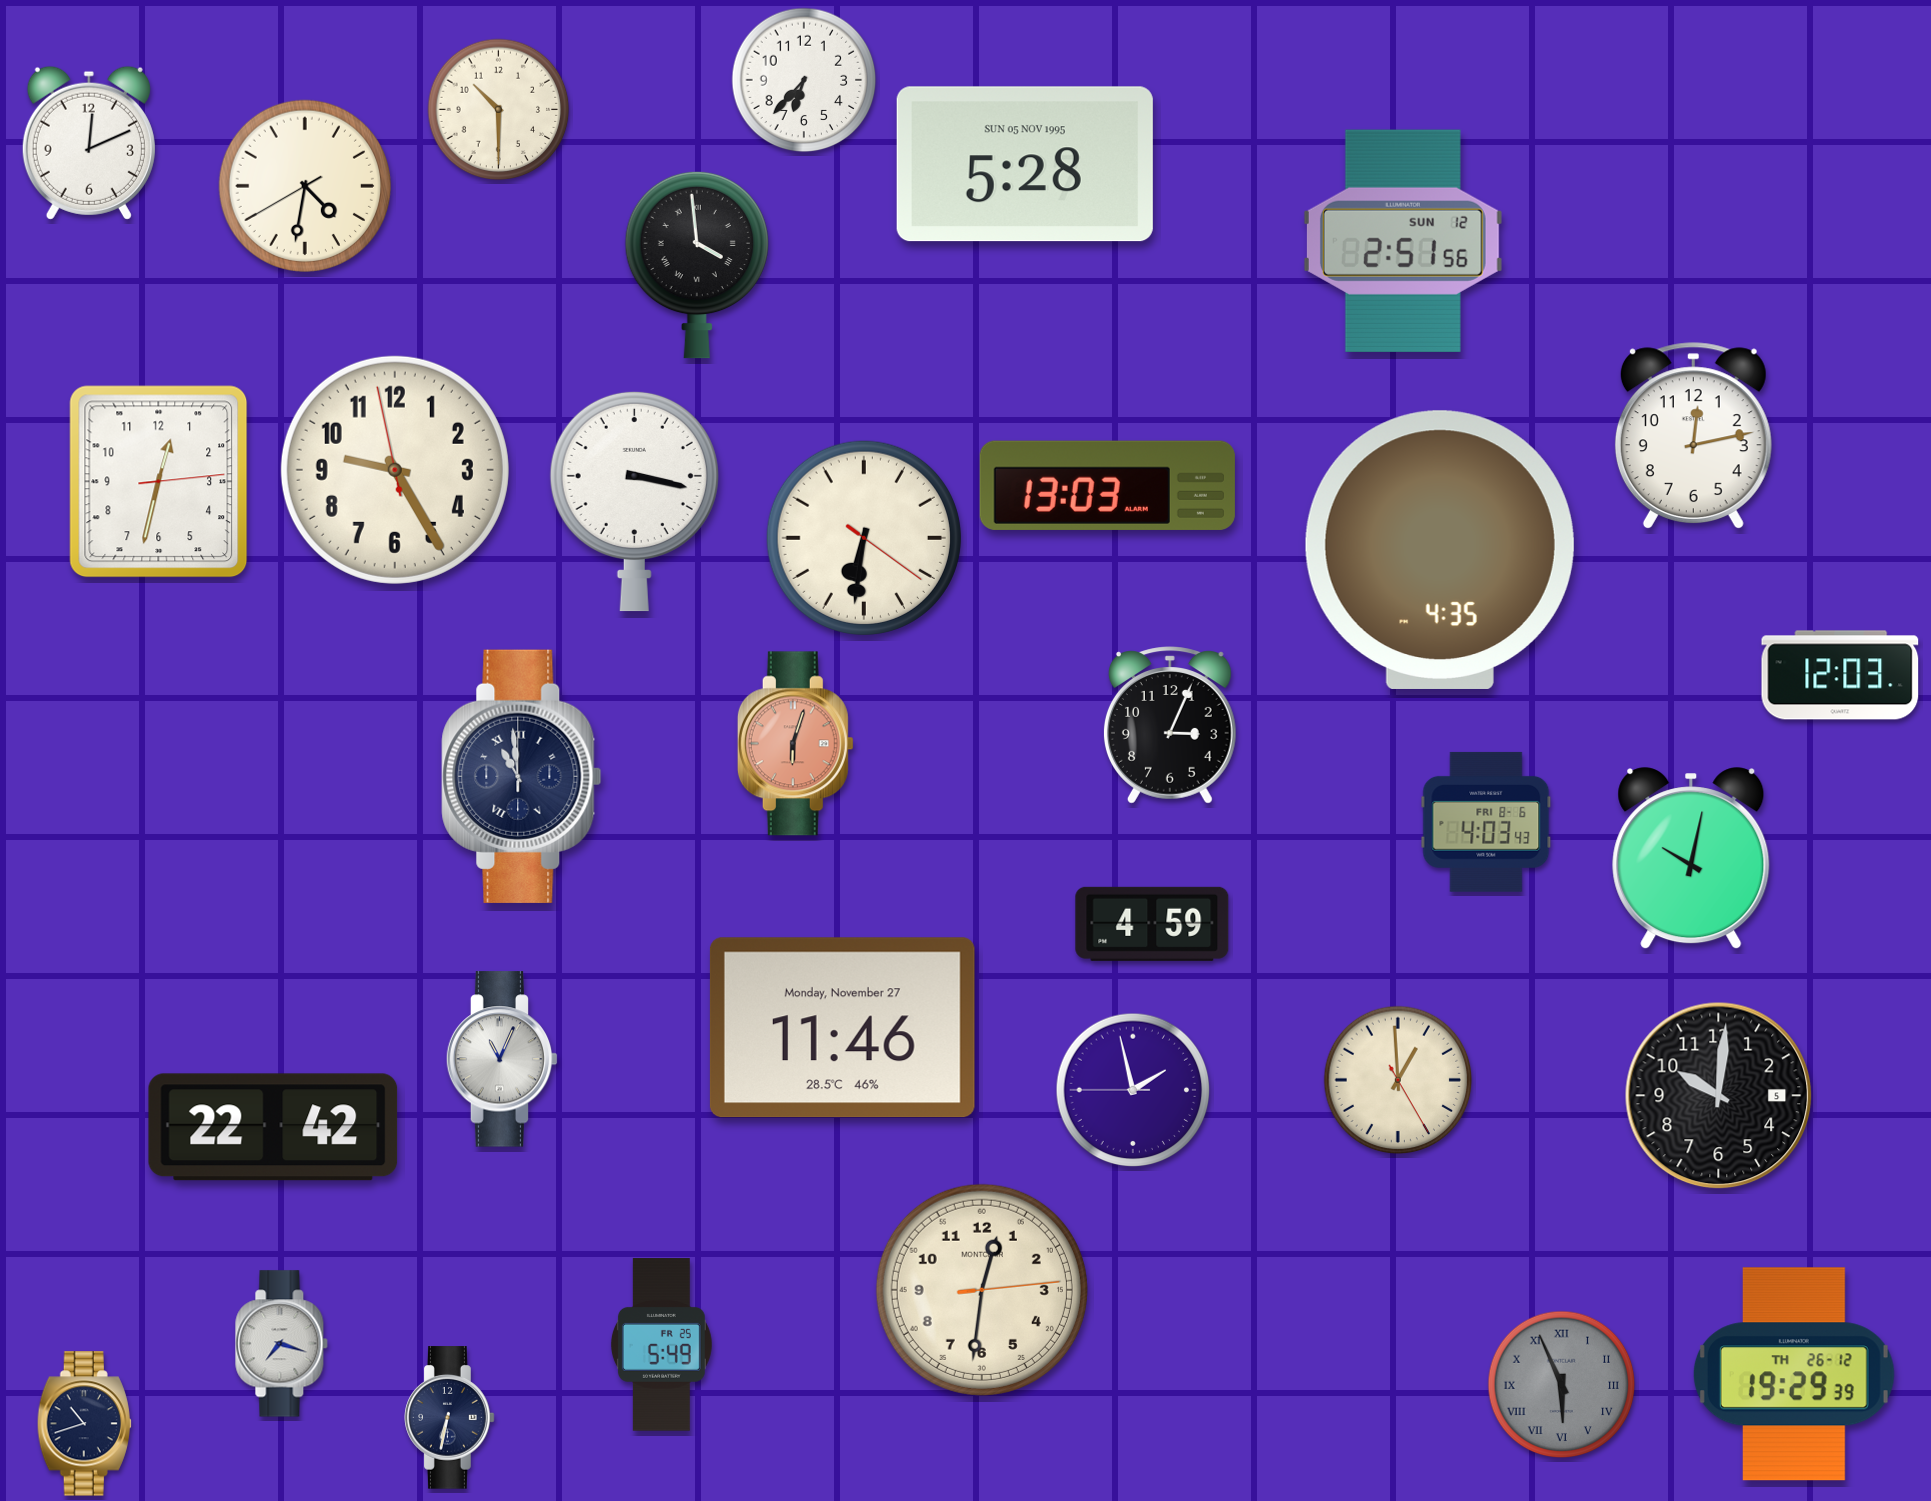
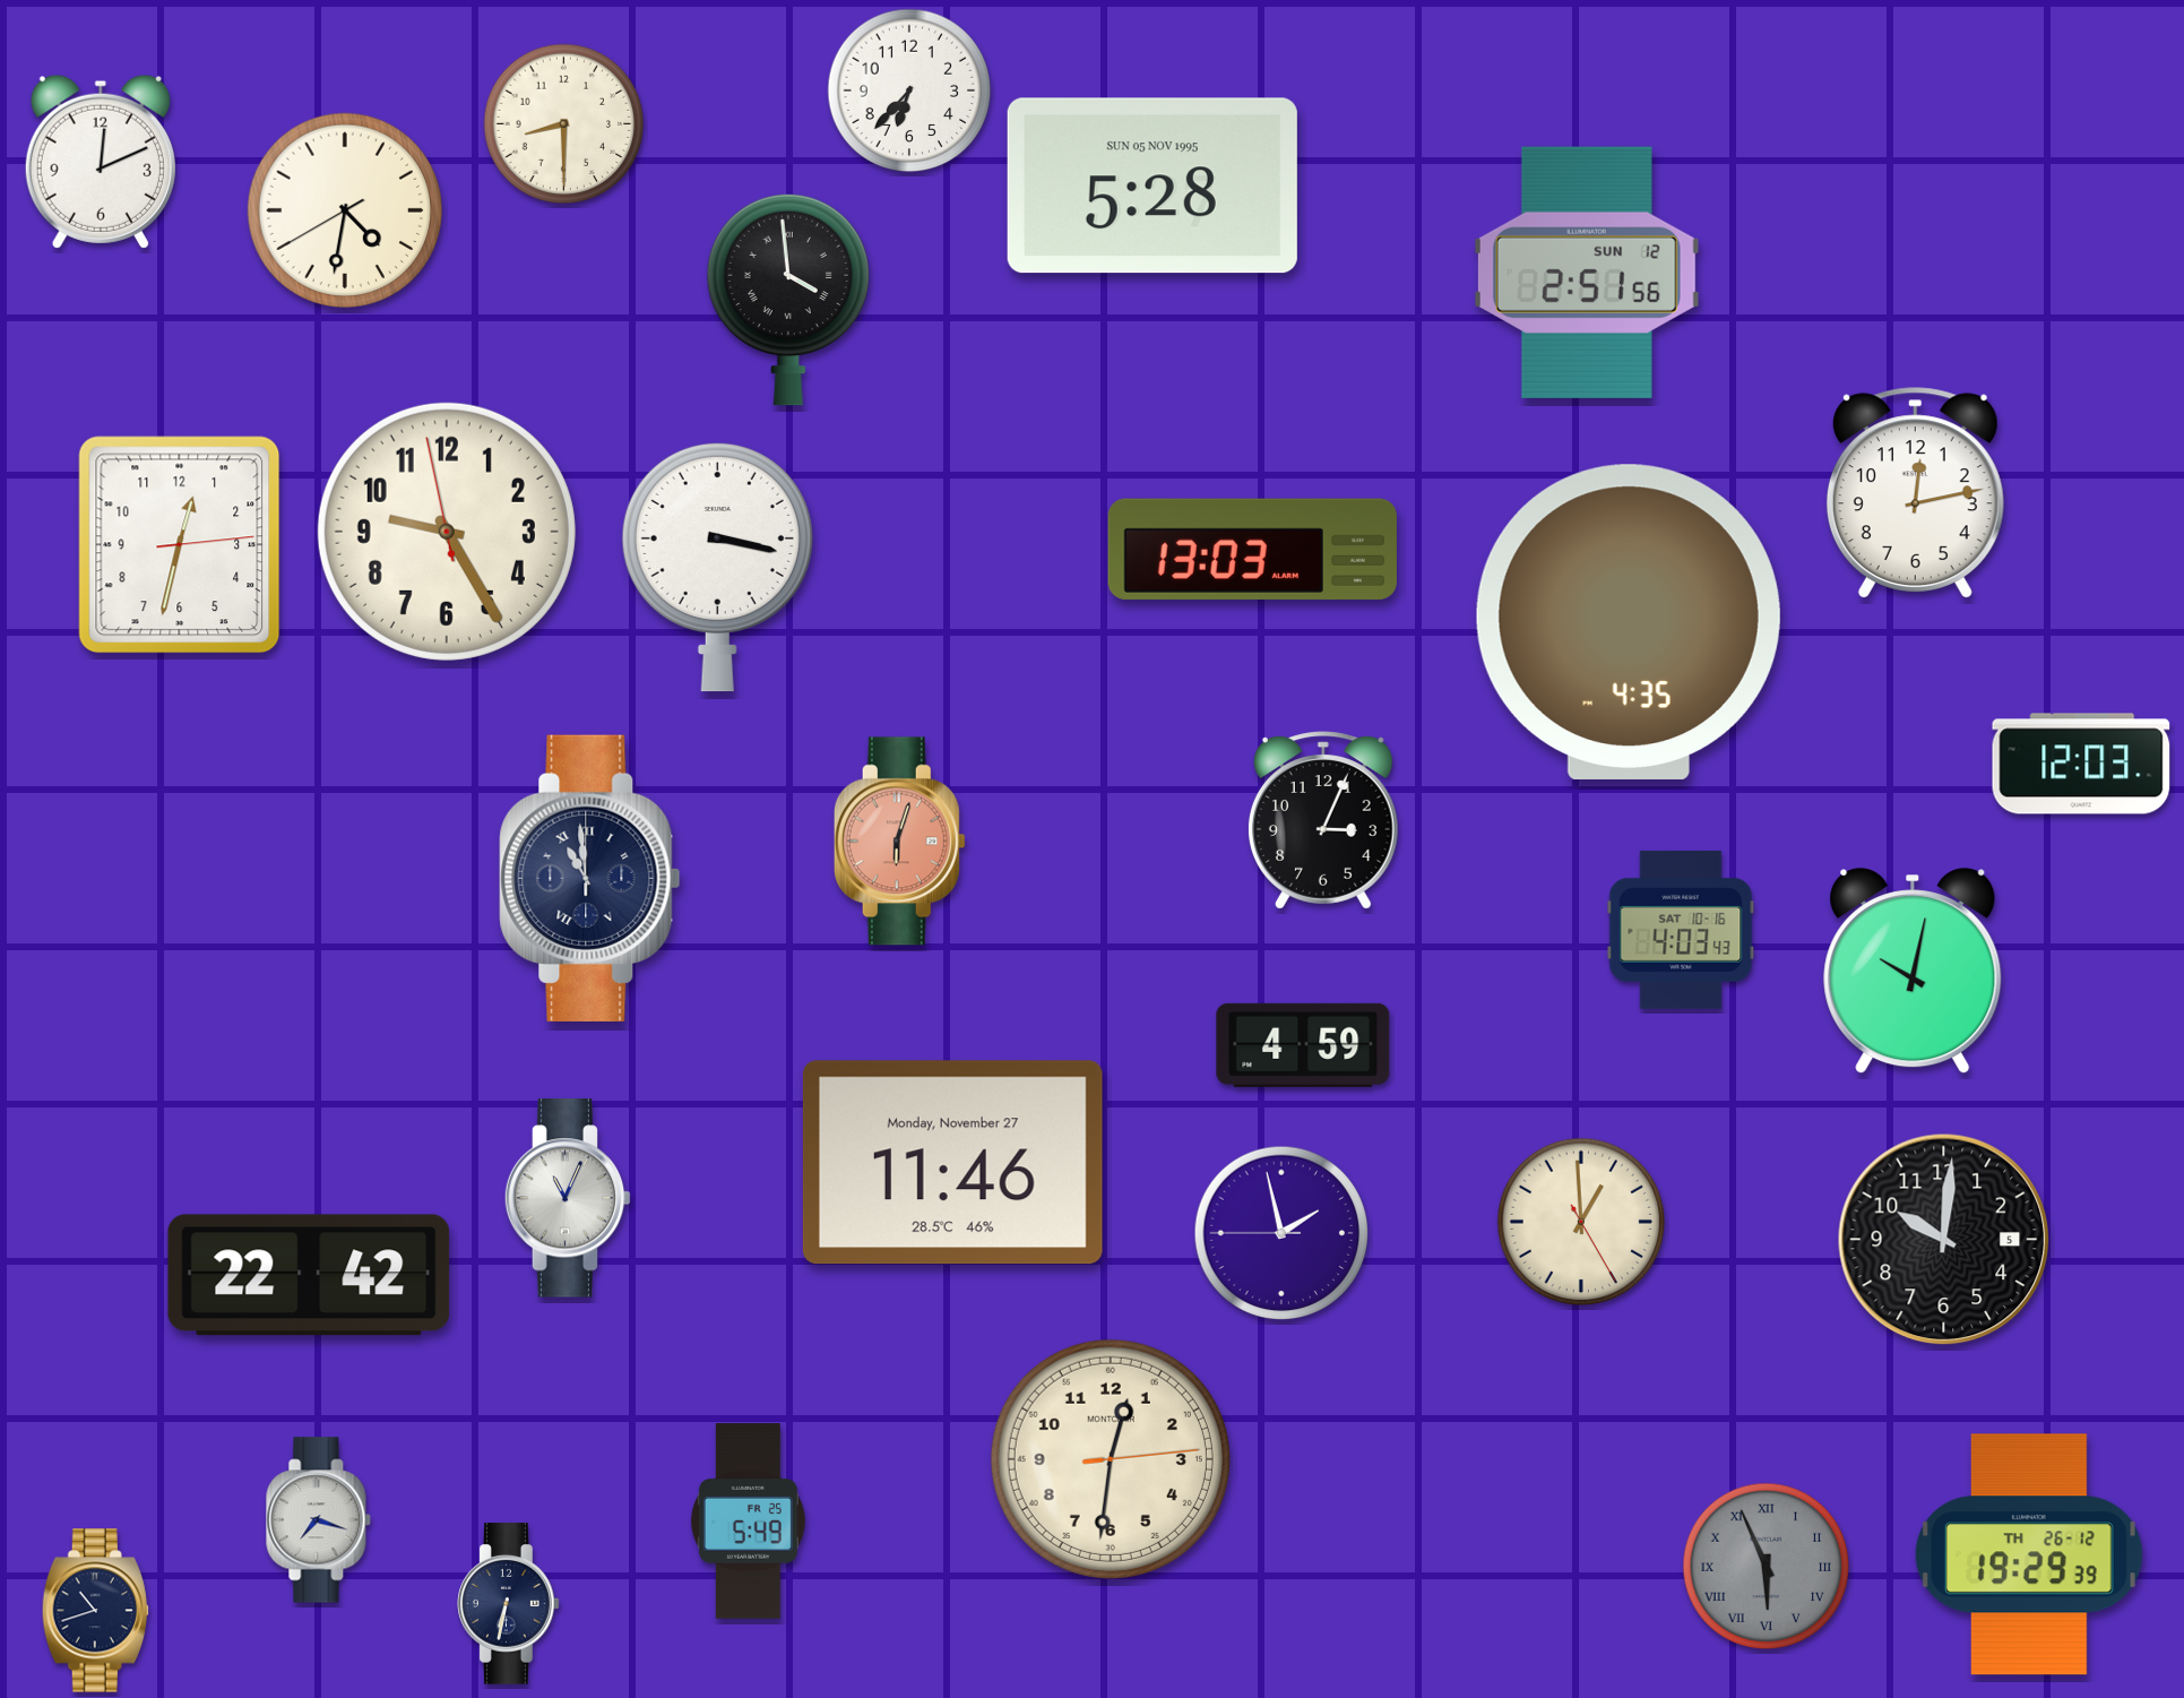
clock at (499, 110): 10:30 -> 8:30
clock at (1025, 164) position: (1025, 164) -> (1153, 186)
clock at (864, 538): 6:31 -> none
clock at (1486, 822) date: FRI 8-6 -> SAT 10-16
